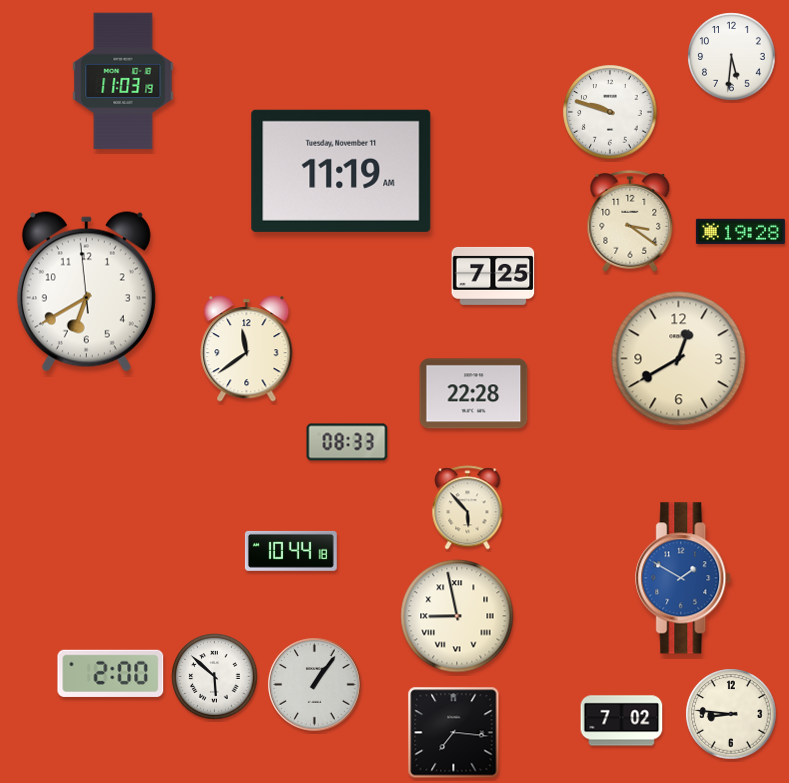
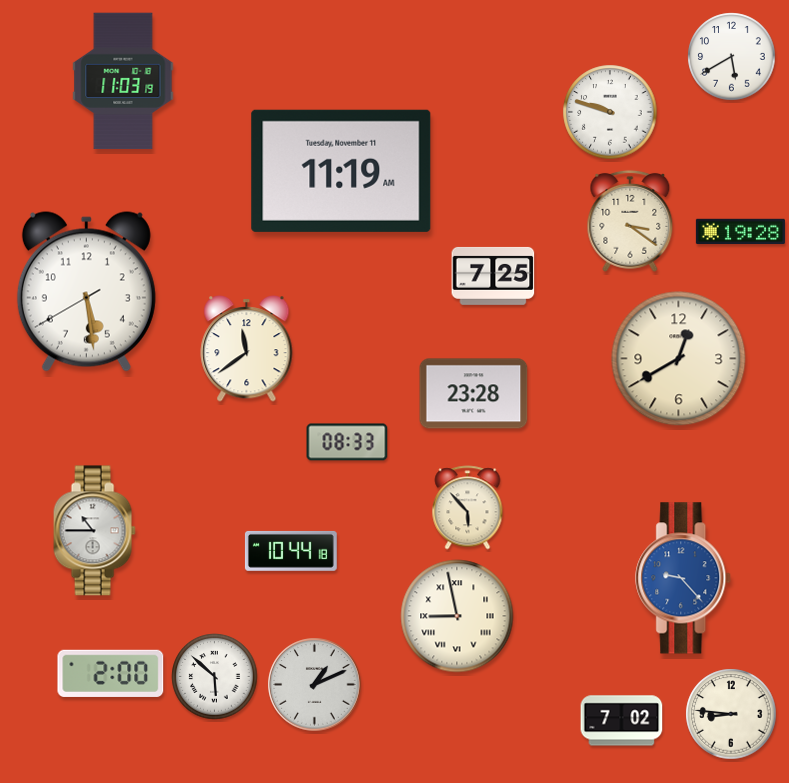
clock at (732, 57): 5:31 -> 5:40
clock at (86, 292): 6:39 -> 5:28
clock at (474, 394): 22:28 -> 23:28
clock at (94, 531): none -> 10:45
clock at (684, 578): 1:50 -> 9:23
clock at (315, 685): 1:06 -> 1:11
clock at (454, 733): 7:16 -> none
